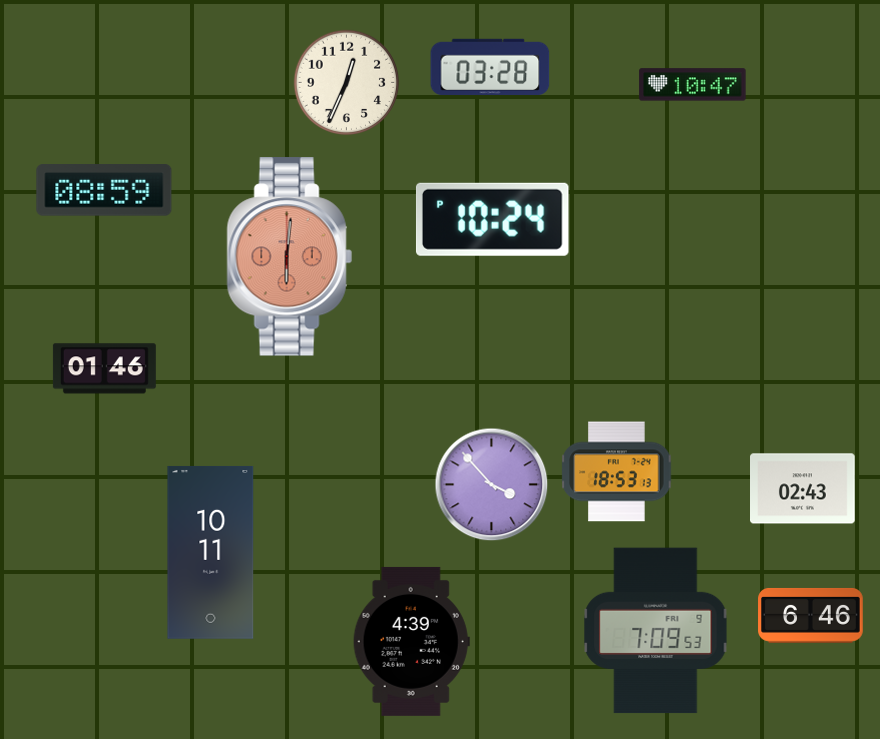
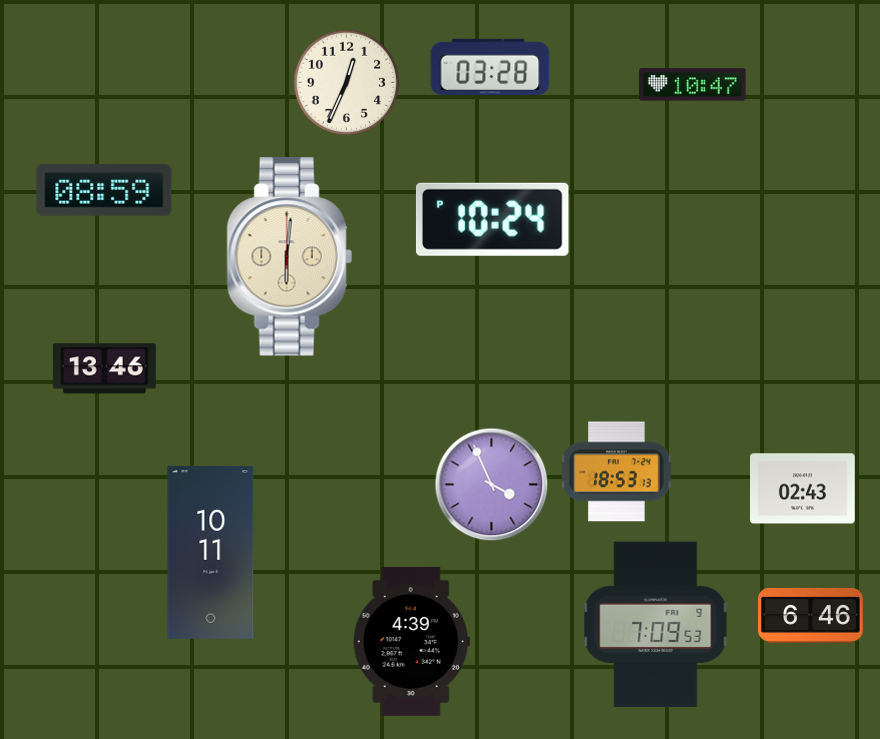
clock at (289, 257) dial: salmon -> cream
clock at (104, 369): 01:46 -> 13:46
clock at (492, 485): 3:53 -> 3:56
clock at (656, 631) position: (656, 631) -> (656, 625)
